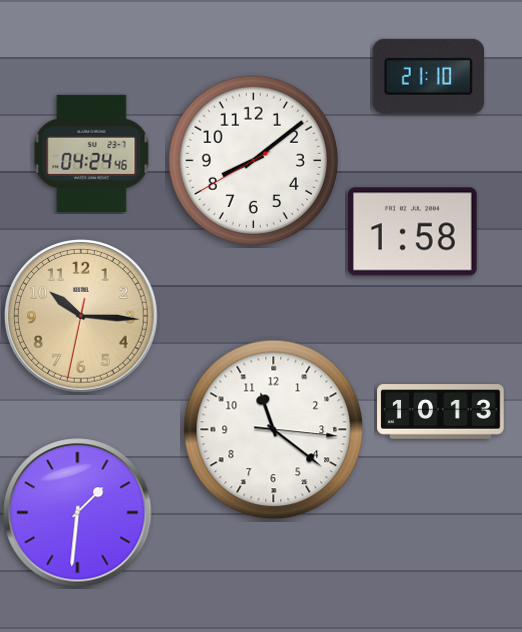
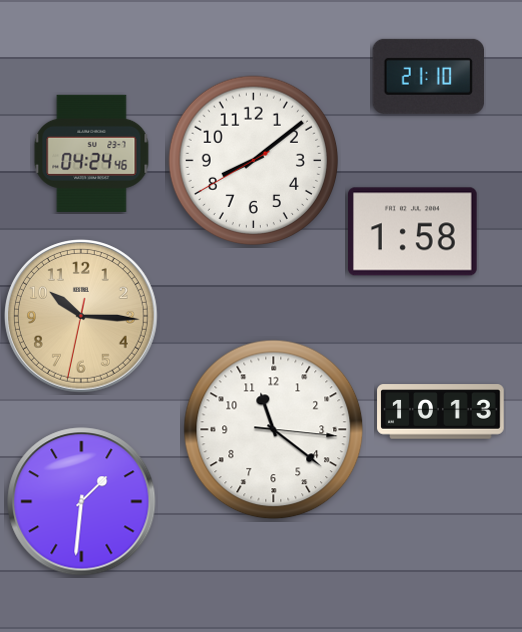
clock at (78, 513) position: (78, 513) -> (82, 502)
